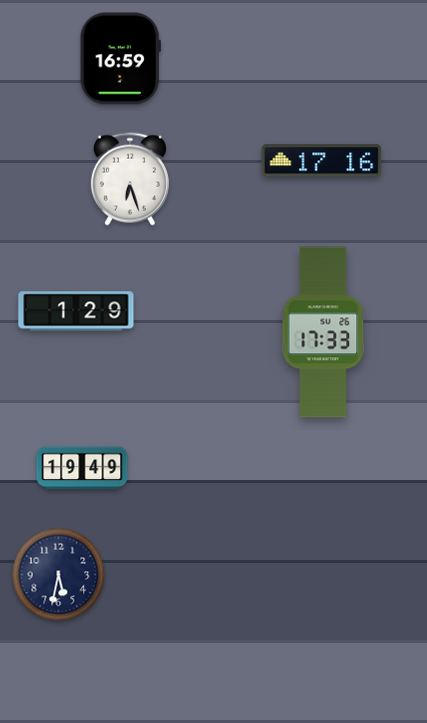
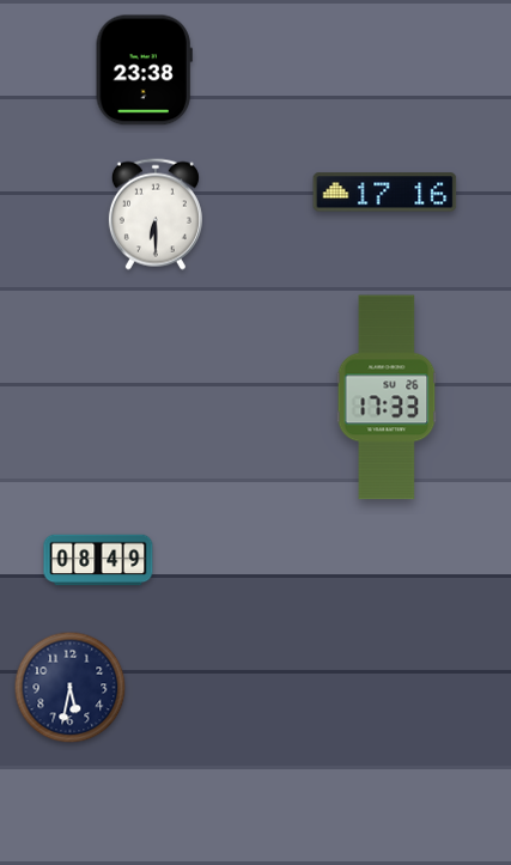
clock at (120, 59): 16:59 -> 23:38
clock at (130, 179): 6:27 -> 6:30
clock at (76, 311): 1:29 -> none
clock at (82, 468): 19:49 -> 08:49
